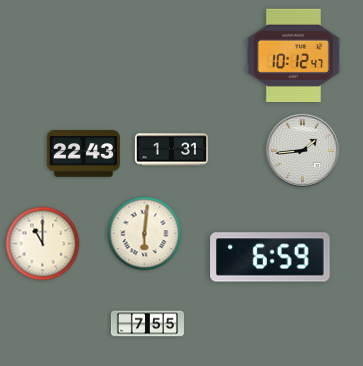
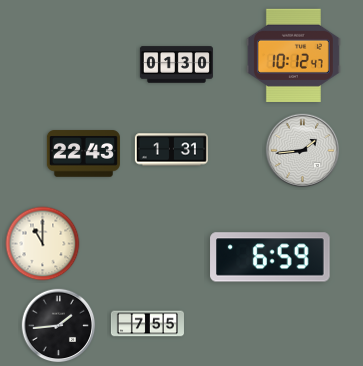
clock at (176, 65): none -> 01:30
clock at (145, 234): 6:01 -> none
clock at (59, 326): none -> 1:44
